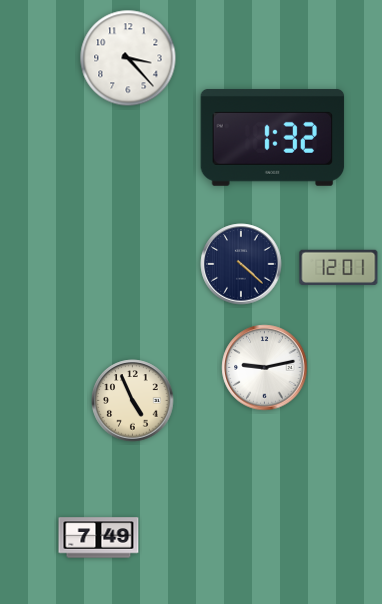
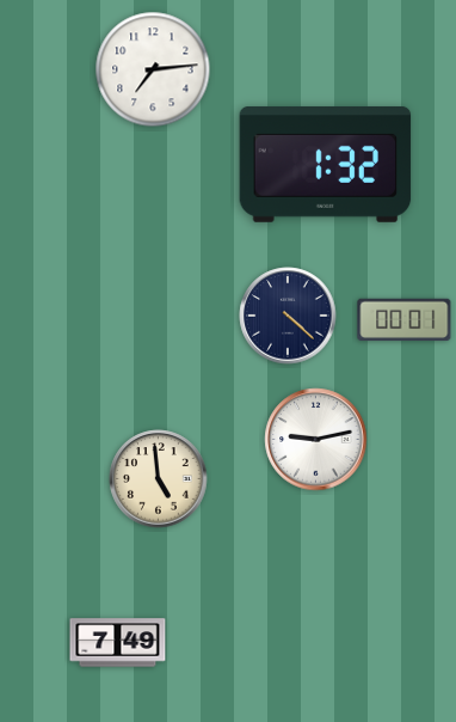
clock at (128, 58): 3:23 -> 7:14
clock at (339, 267): 12:01 -> 00:01
clock at (133, 401): 4:56 -> 4:59
